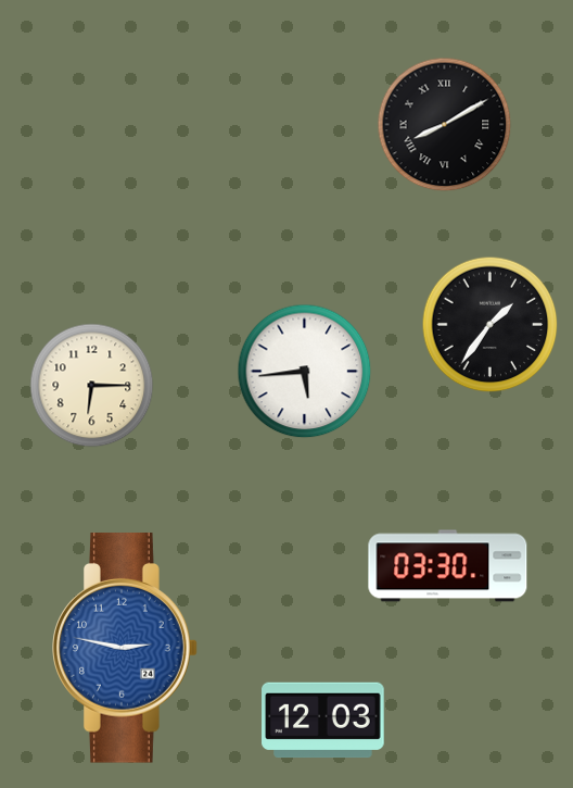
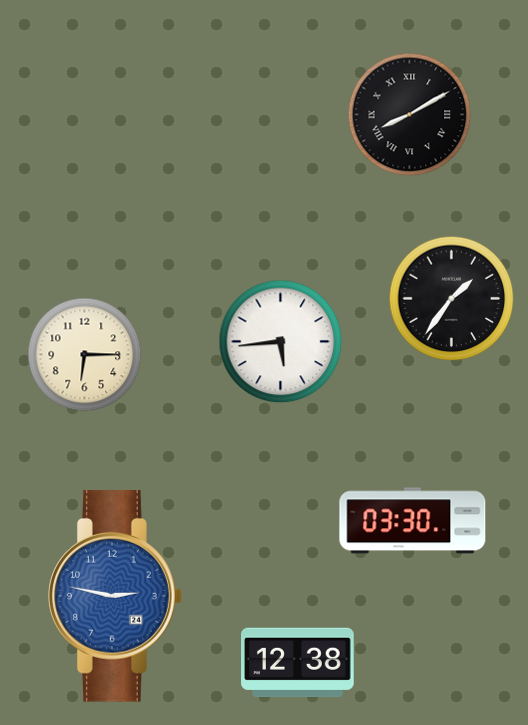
clock at (323, 721): 12:03 -> 12:38
